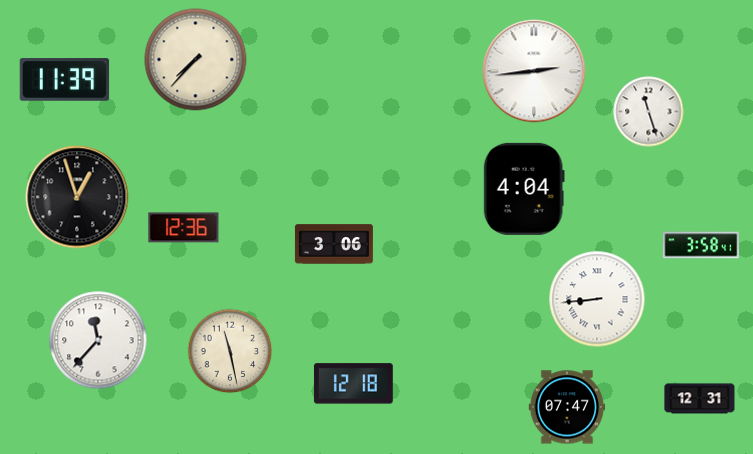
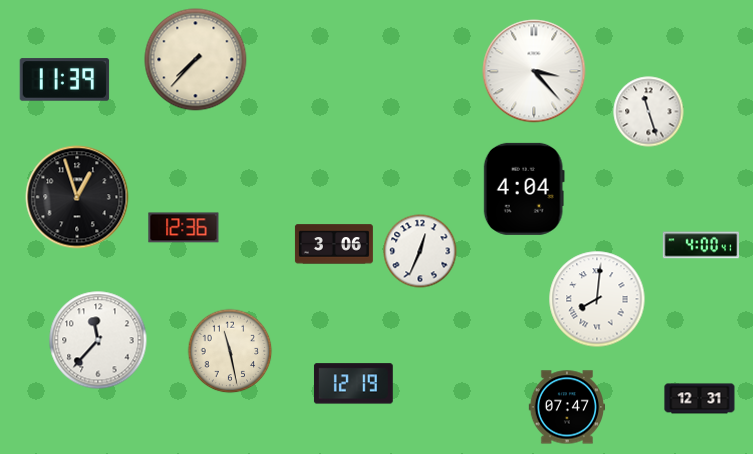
clock at (534, 71): 2:44 -> 3:23
clock at (701, 245): 3:58 -> 4:00
clock at (420, 251): none -> 12:34
clock at (597, 299): 8:44 -> 8:01
clock at (353, 384): 12:18 -> 12:19
